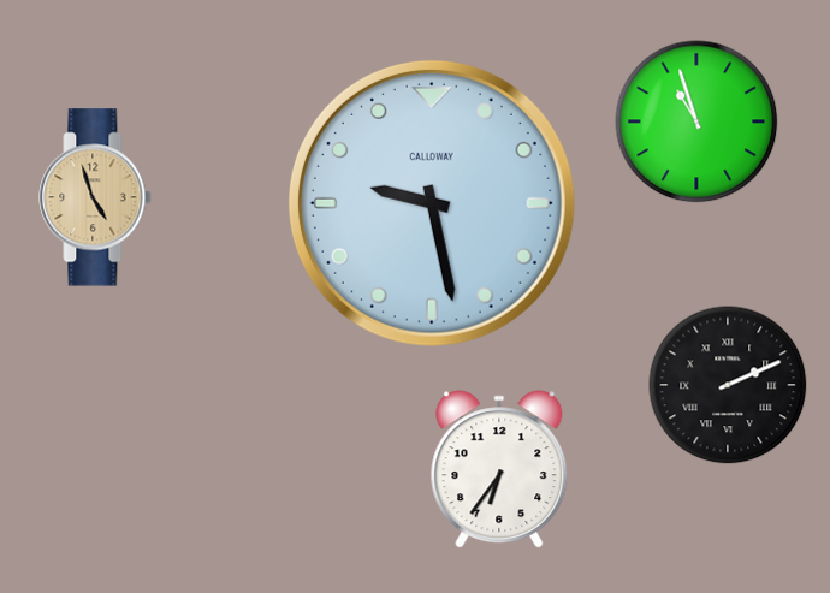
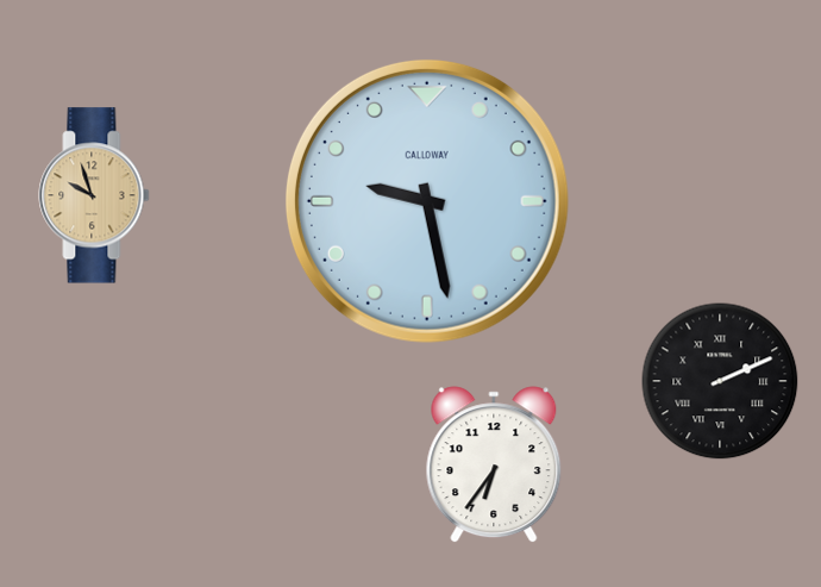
clock at (696, 121): 10:57 -> none
clock at (95, 197): 4:57 -> 9:57
